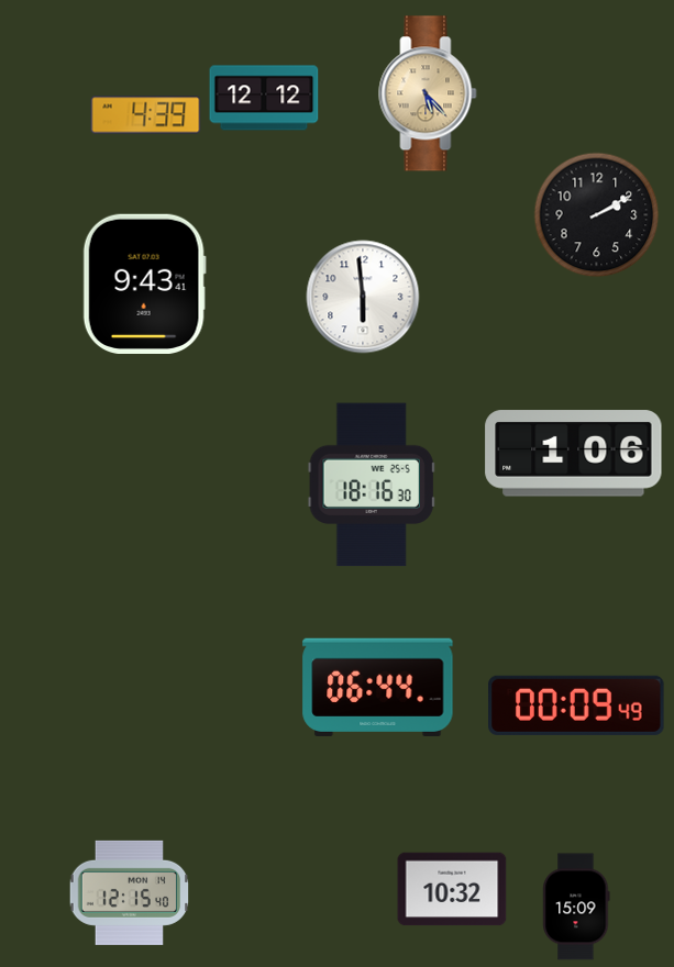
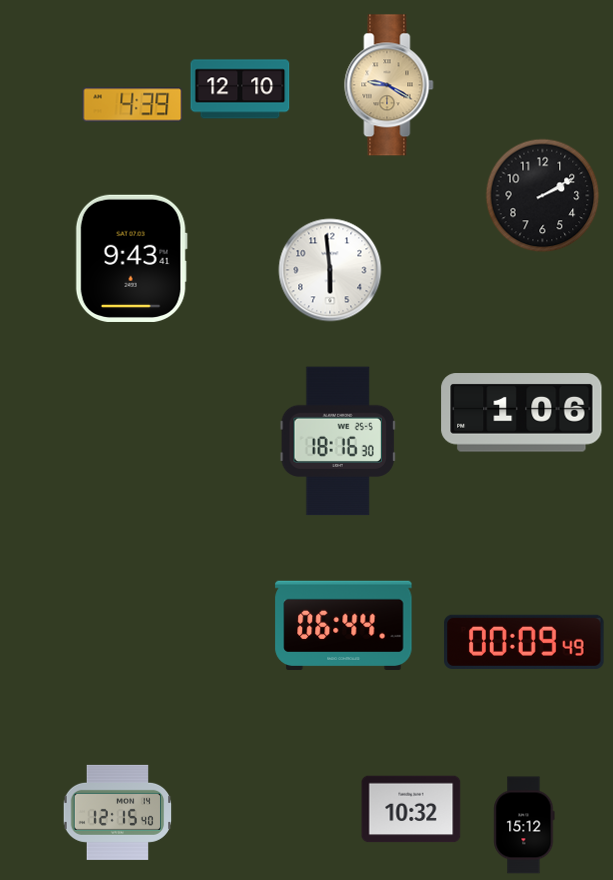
clock at (428, 93): 5:23 -> 9:20
clock at (264, 98): 12:12 -> 12:10
clock at (576, 907): 15:09 -> 15:12
